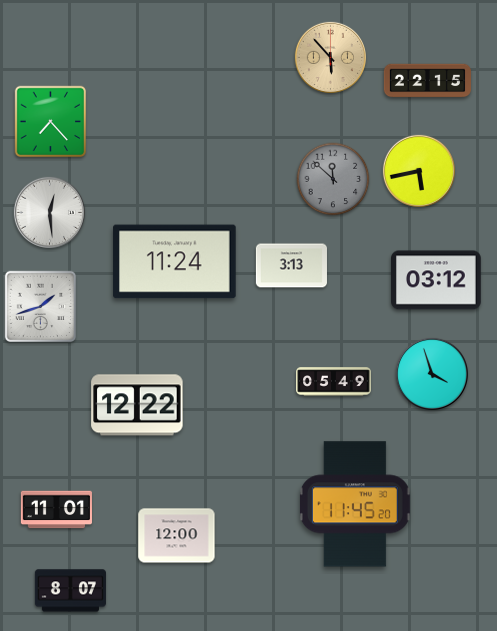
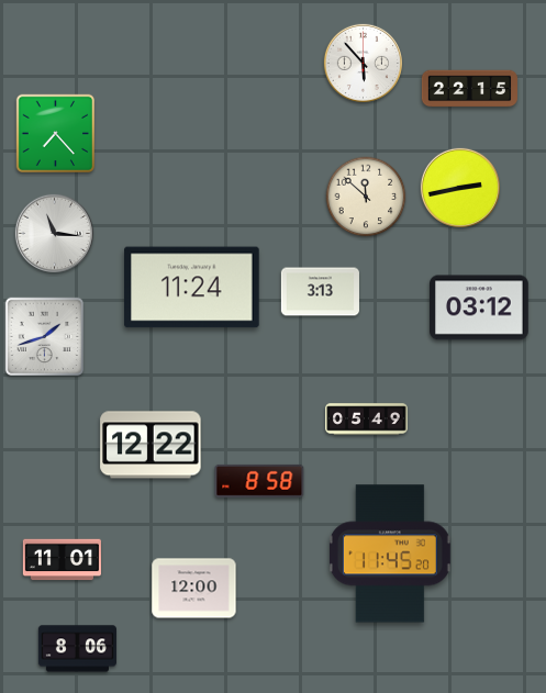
clock at (330, 57) dial: champagne -> white
clock at (419, 171): 5:43 -> 2:43
clock at (333, 179) dial: grey -> cream
clock at (49, 212): 12:29 -> 11:16
clock at (432, 374): 3:57 -> none
clock at (259, 481): none -> 8:58
clock at (70, 591): 8:07 -> 8:06
